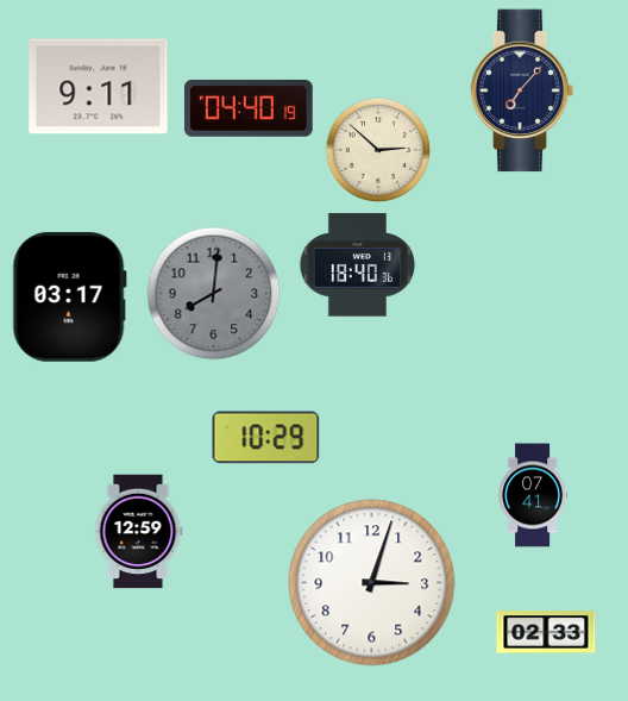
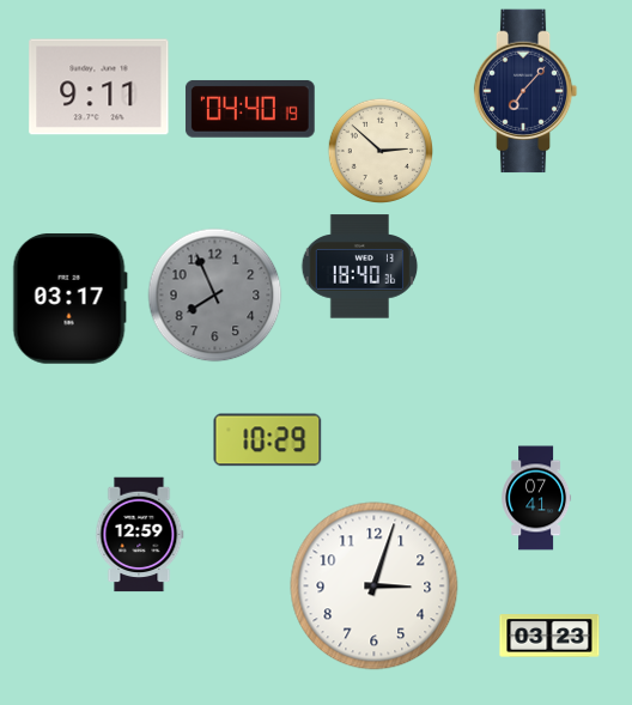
clock at (214, 294): 8:01 -> 7:56
clock at (546, 632): 02:33 -> 03:23
